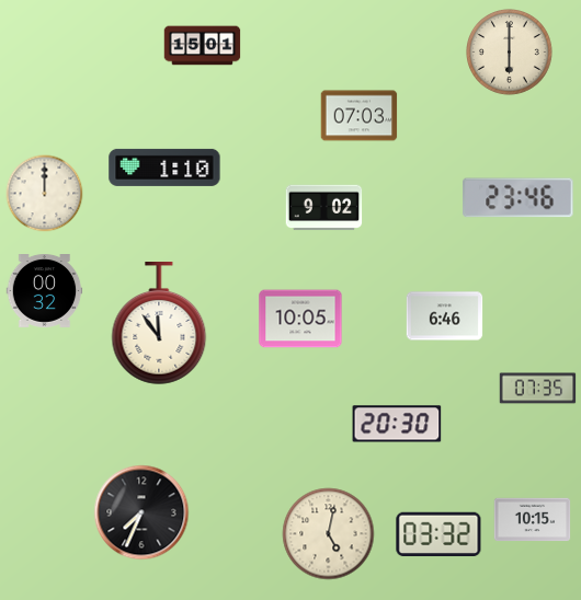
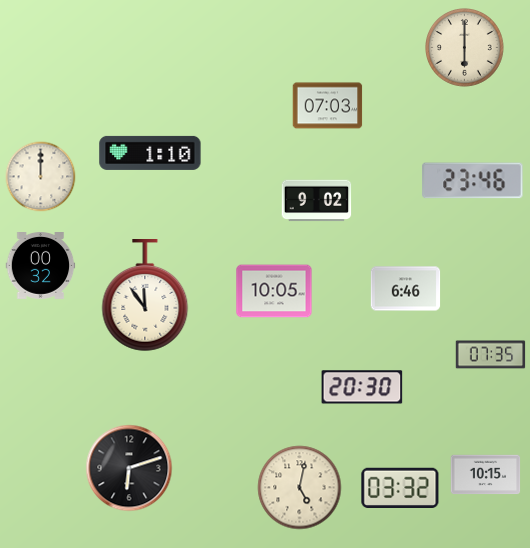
clock at (203, 46): 15:01 -> none
clock at (324, 208) position: (324, 208) -> (317, 201)
clock at (141, 512): 7:34 -> 6:12
